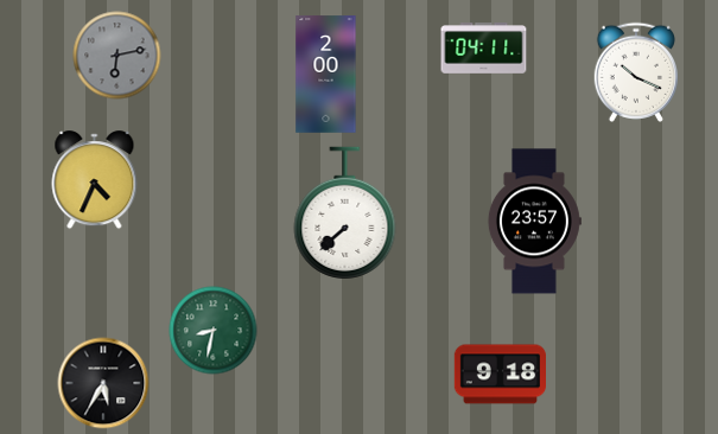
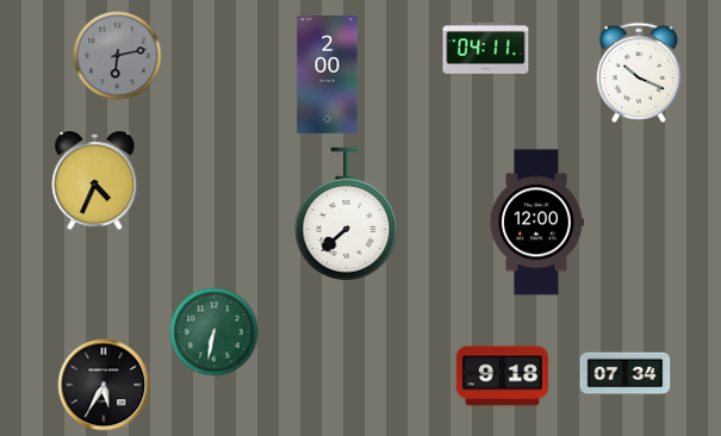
clock at (534, 222): 23:57 -> 12:00
clock at (214, 331): 8:32 -> 6:32
clock at (626, 374): none -> 07:34
